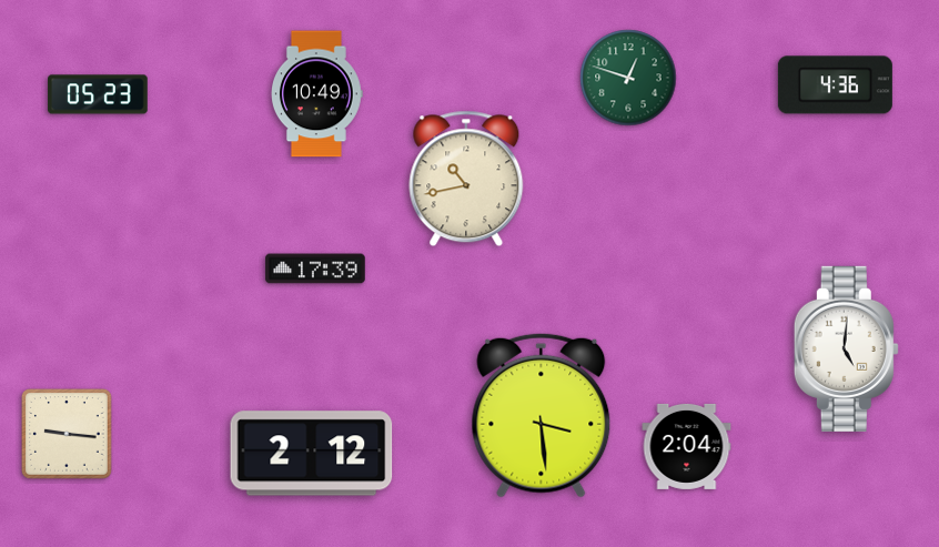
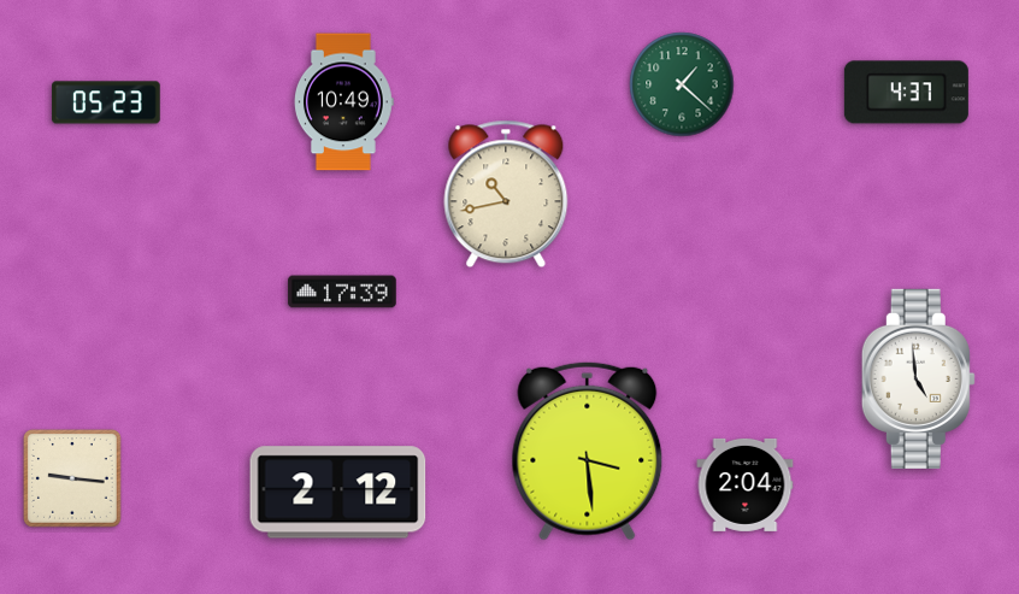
clock at (628, 78): 12:48 -> 1:22
clock at (835, 85): 4:36 -> 4:37
clock at (846, 348): 5:01 -> 4:59
clock at (68, 435) position: (68, 435) -> (73, 480)
